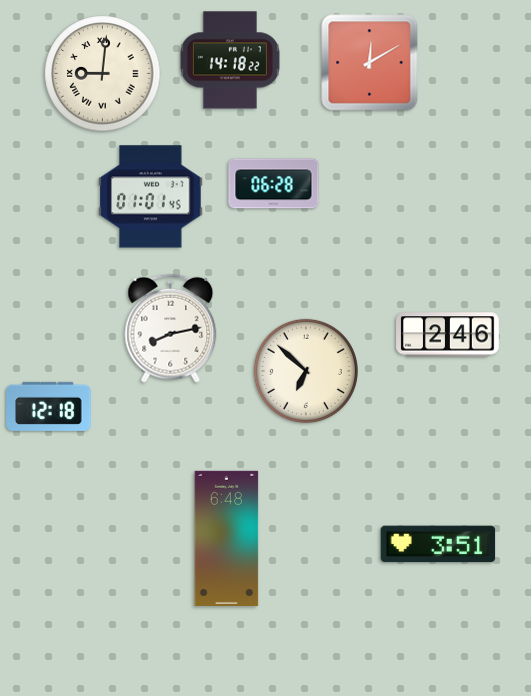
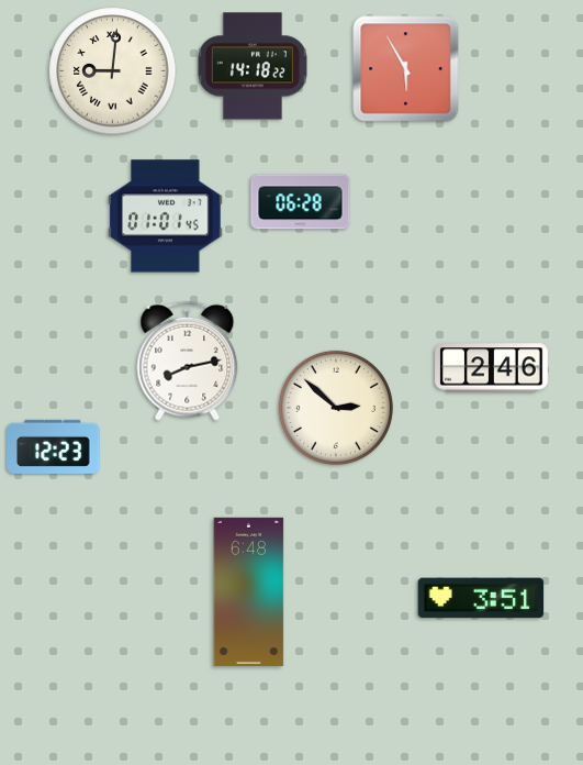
clock at (370, 63): 12:10 -> 5:55
clock at (103, 74) position: (103, 74) -> (113, 71)
clock at (306, 371): 6:52 -> 2:52
clock at (49, 406): 12:18 -> 12:23
